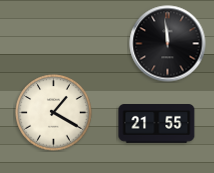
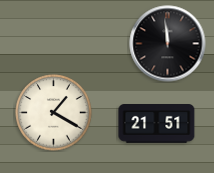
clock at (157, 124): 21:55 -> 21:51
